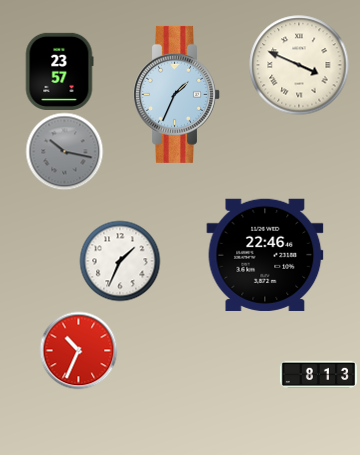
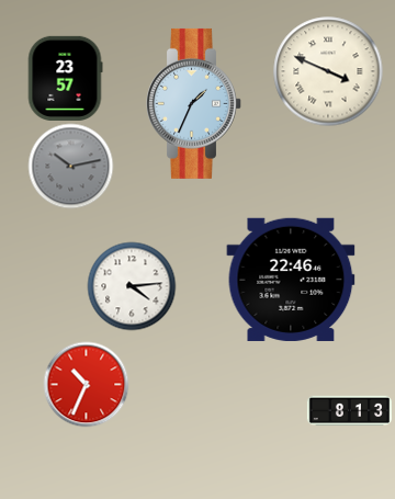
clock at (64, 151): 10:17 -> 10:13
clock at (120, 261): 1:34 -> 4:14
